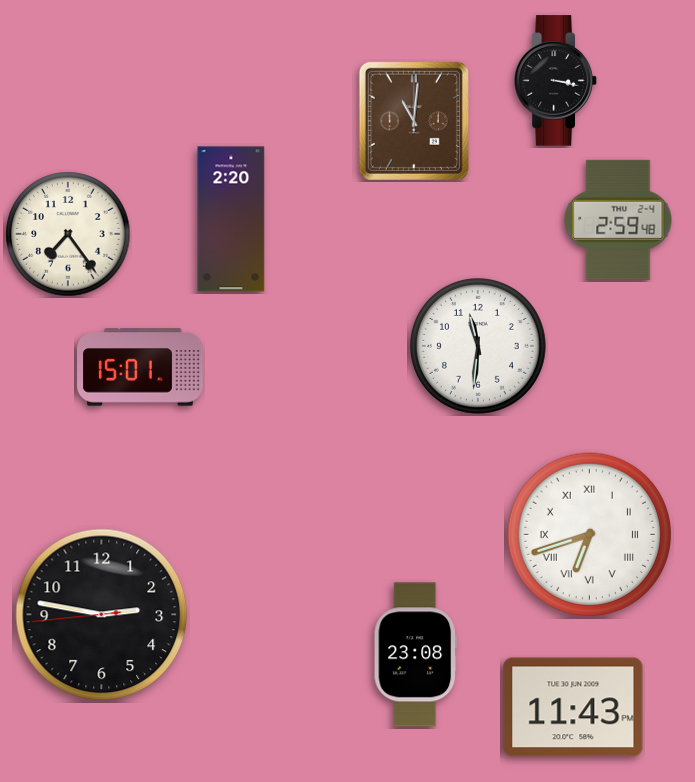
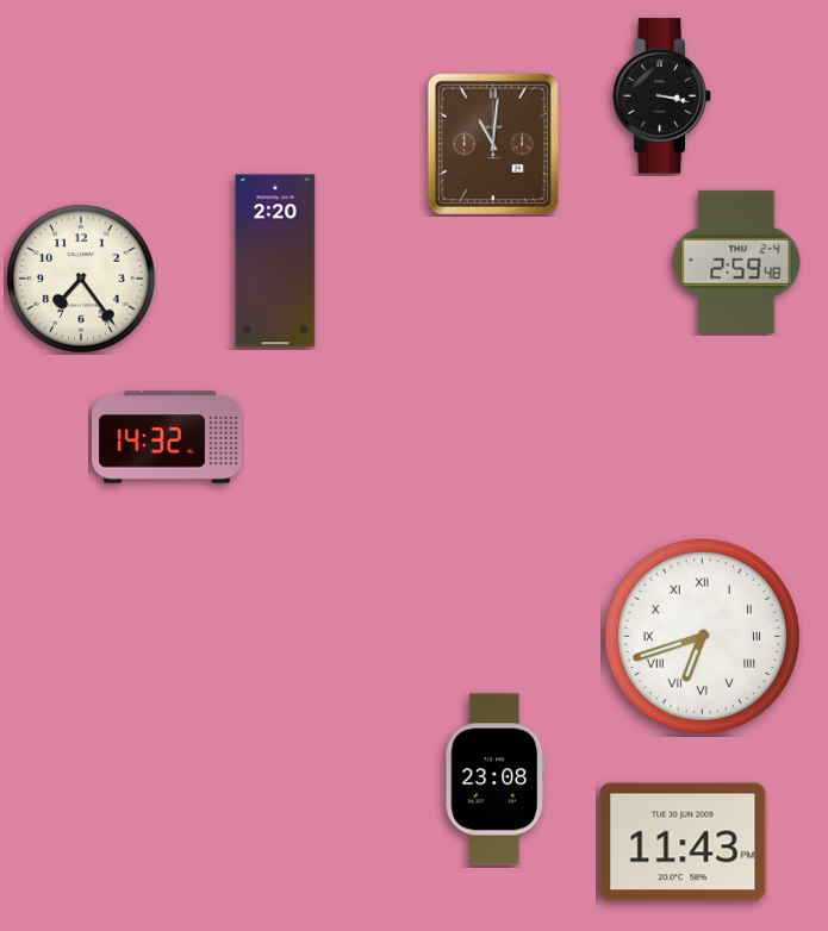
clock at (478, 346): 11:31 -> none
clock at (140, 367): 15:01 -> 14:32
clock at (102, 615): 2:46 -> none
